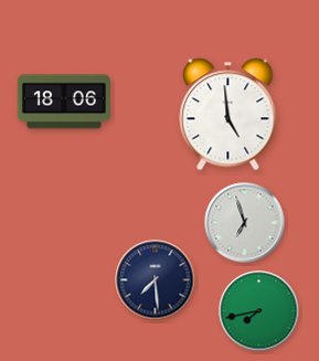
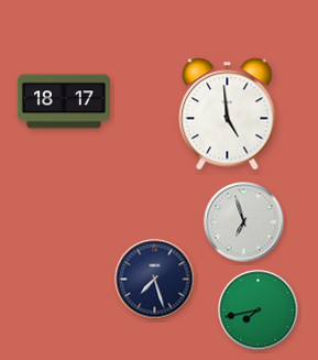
clock at (64, 102): 18:06 -> 18:17
clock at (156, 280): 7:29 -> 7:27
